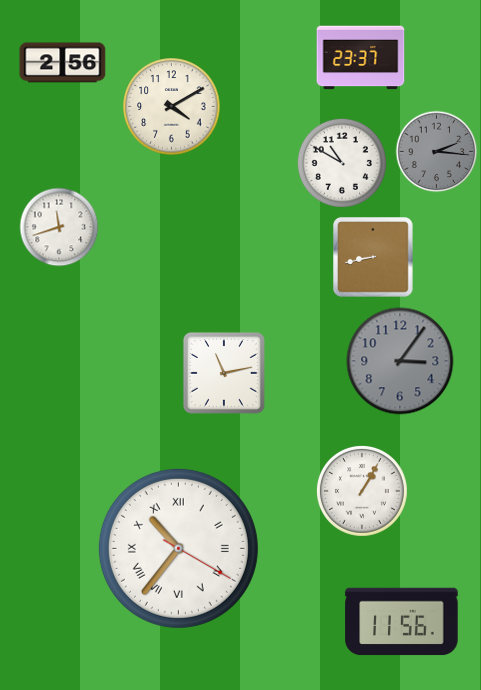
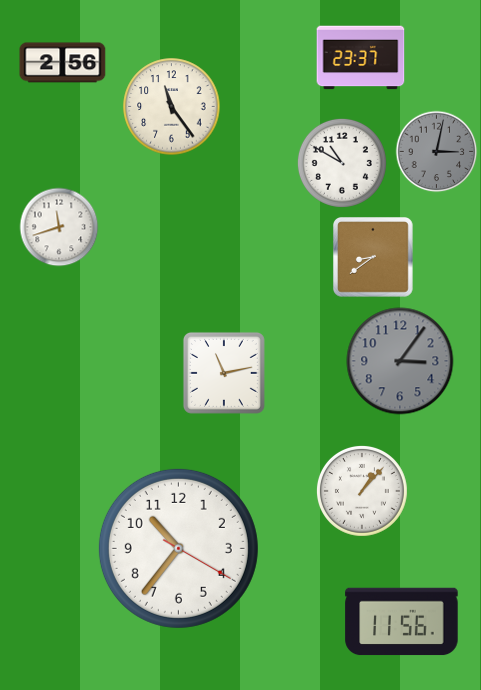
clock at (172, 107): 4:10 -> 11:24
clock at (437, 152): 2:16 -> 3:02
clock at (374, 258): 8:43 -> 8:39
clock at (362, 491): 1:05 -> 1:07
clock at (178, 548) numerals: Roman -> Arabic
